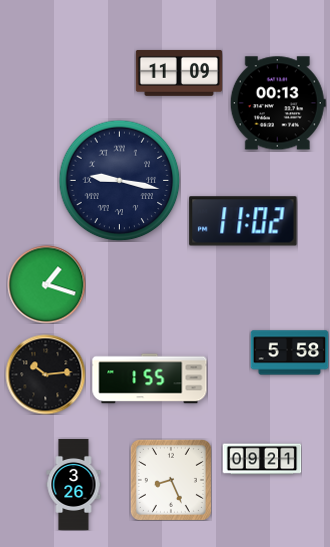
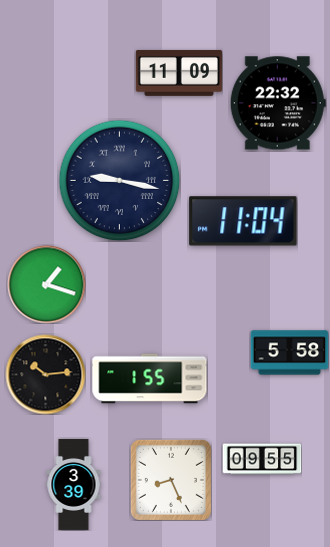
clock at (278, 103): 00:13 -> 22:32
clock at (243, 221): 11:02 -> 11:04
clock at (262, 459): 09:21 -> 09:55
clock at (74, 484): 3:26 -> 3:39
